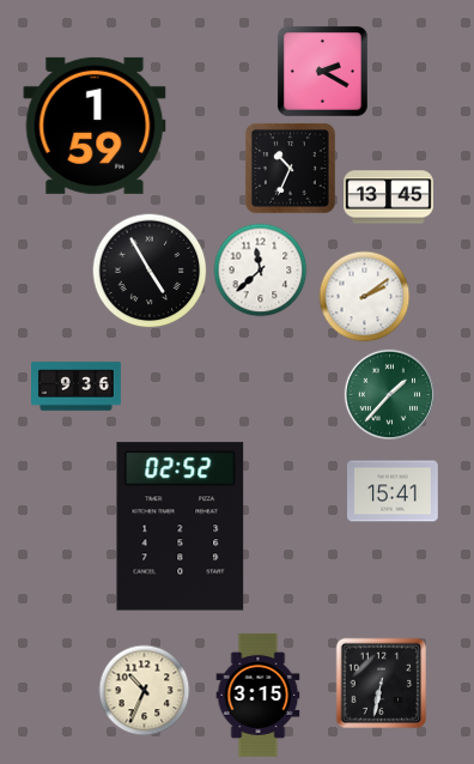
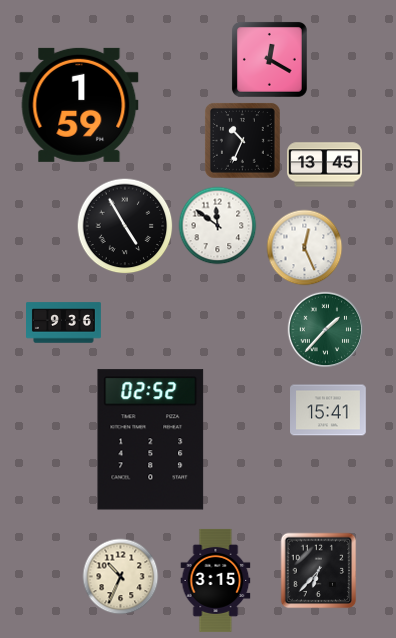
clock at (322, 71): 2:20 -> 12:20
clock at (261, 271): 11:38 -> 11:51
clock at (365, 297): 2:09 -> 12:26
clock at (382, 684): 6:32 -> 6:37
